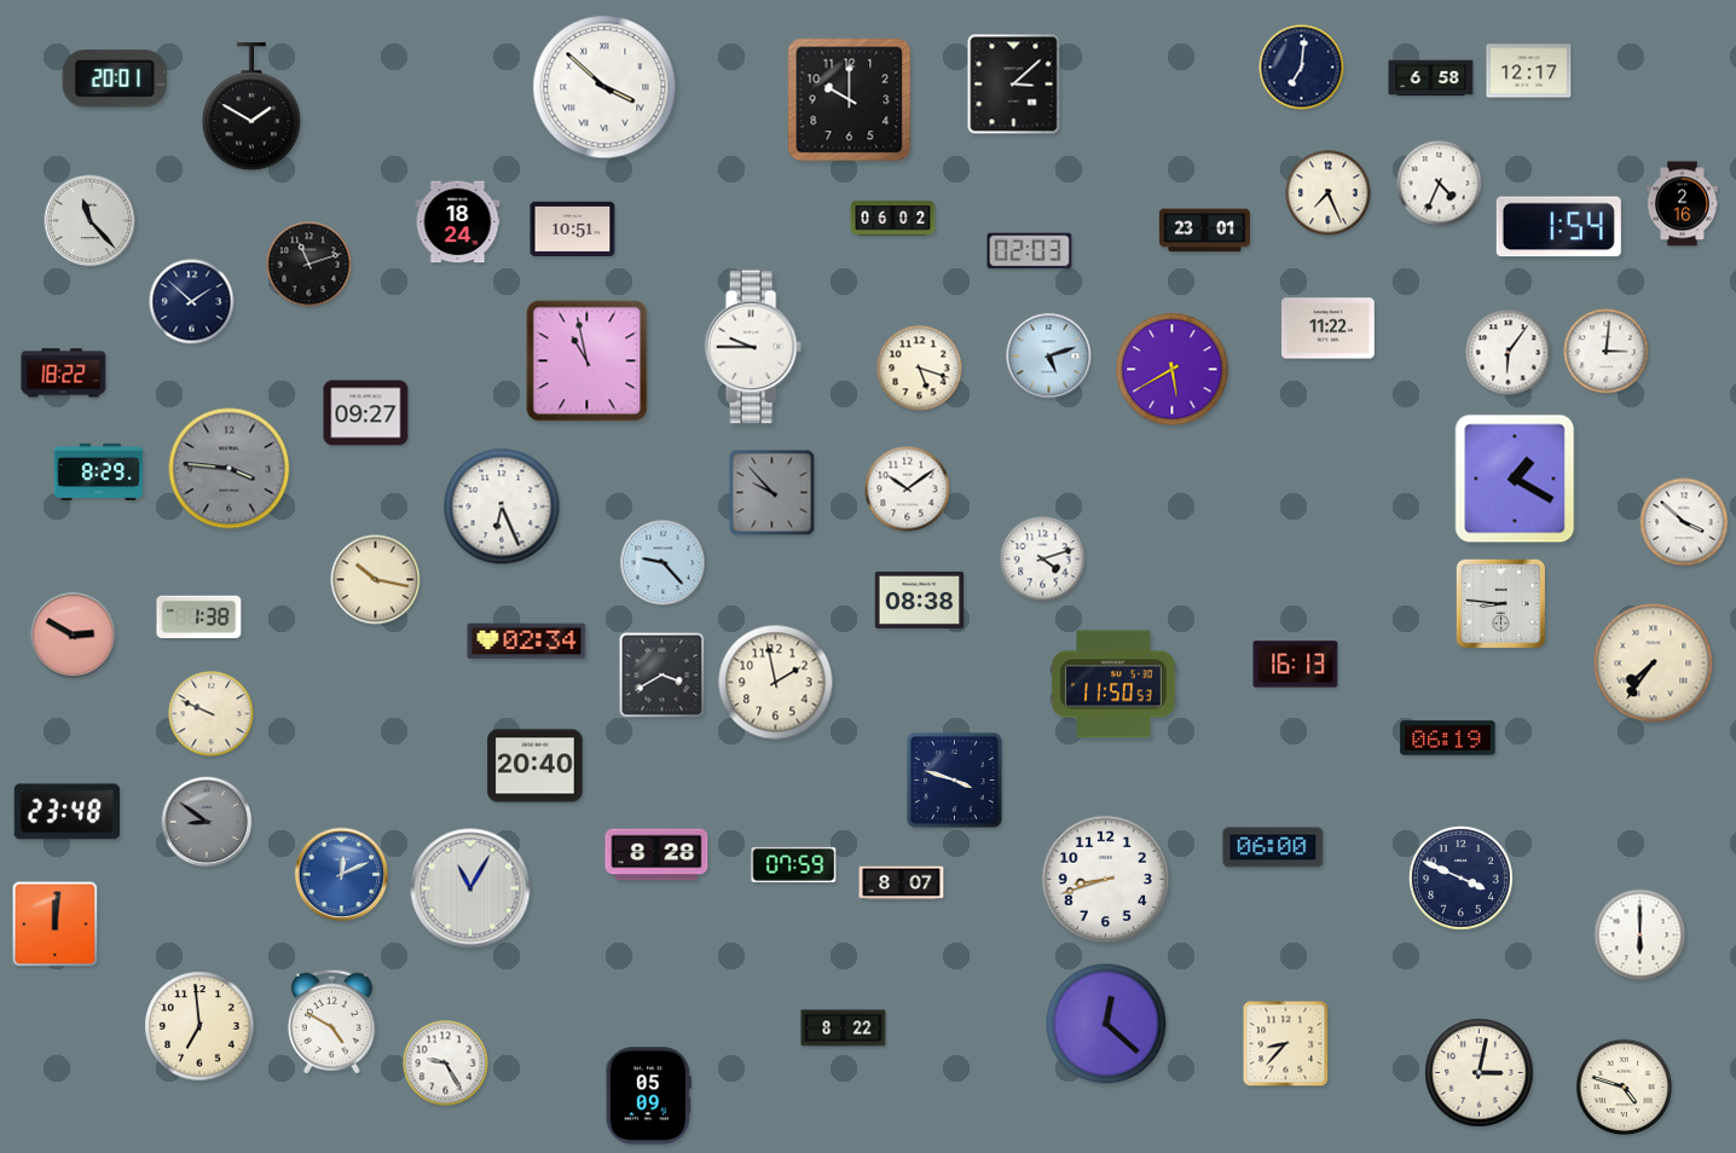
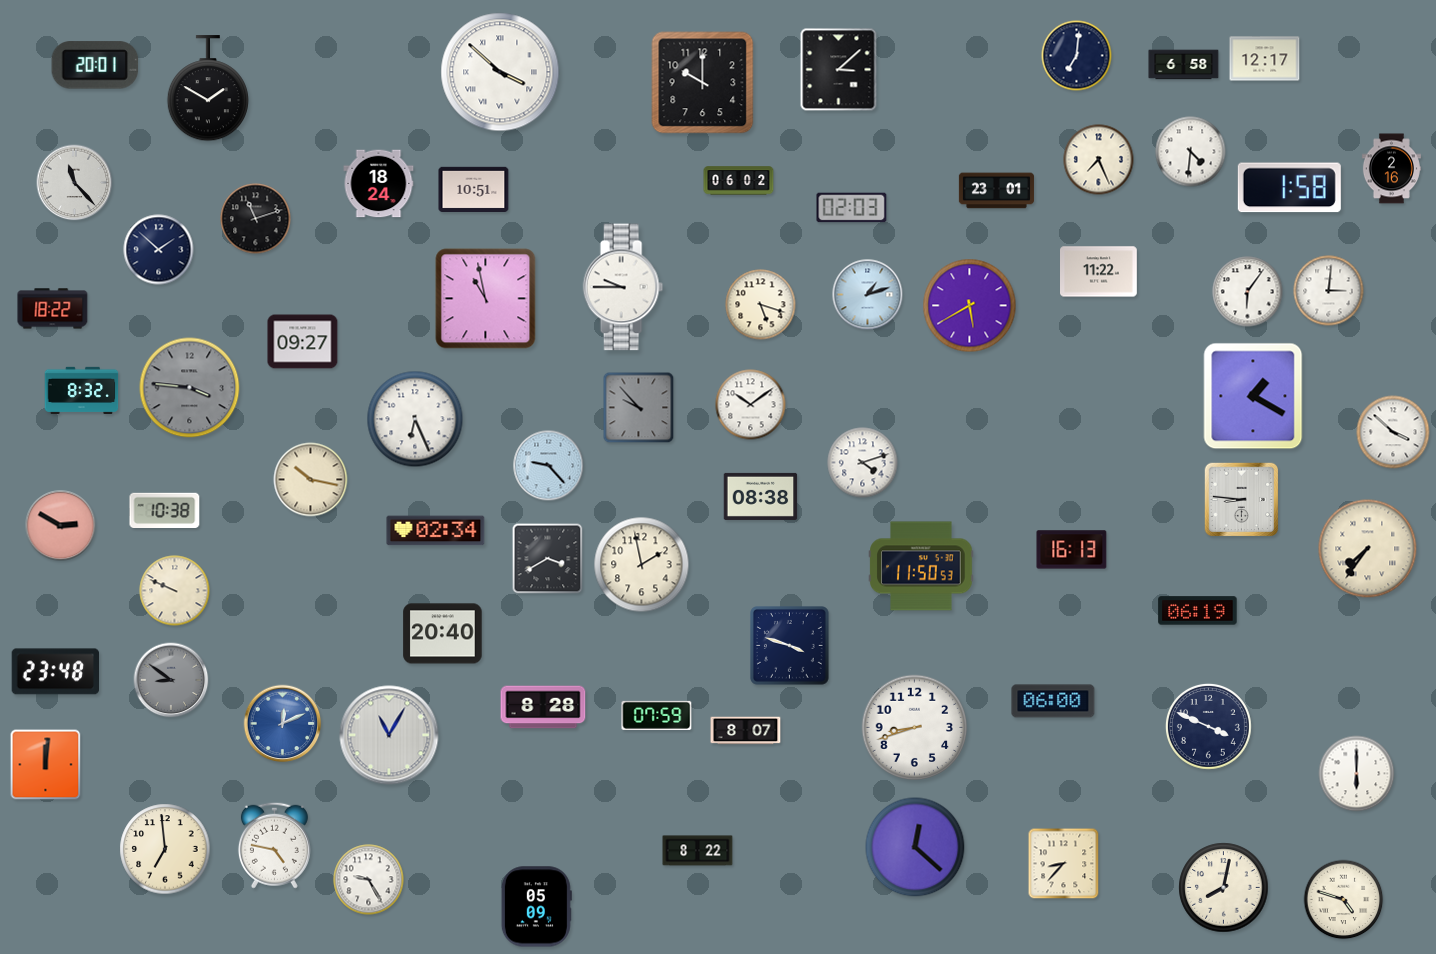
clock at (1440, 184): 4:34 -> 4:31
clock at (1558, 227): 1:54 -> 1:58
clock at (1049, 357): 5:12 -> 1:12
clock at (99, 471): 8:29 -> 8:32
clock at (199, 618): 1:38 -> 10:38
clock at (331, 1021): 4:50 -> 4:47
clock at (1480, 1073): 3:02 -> 8:02
